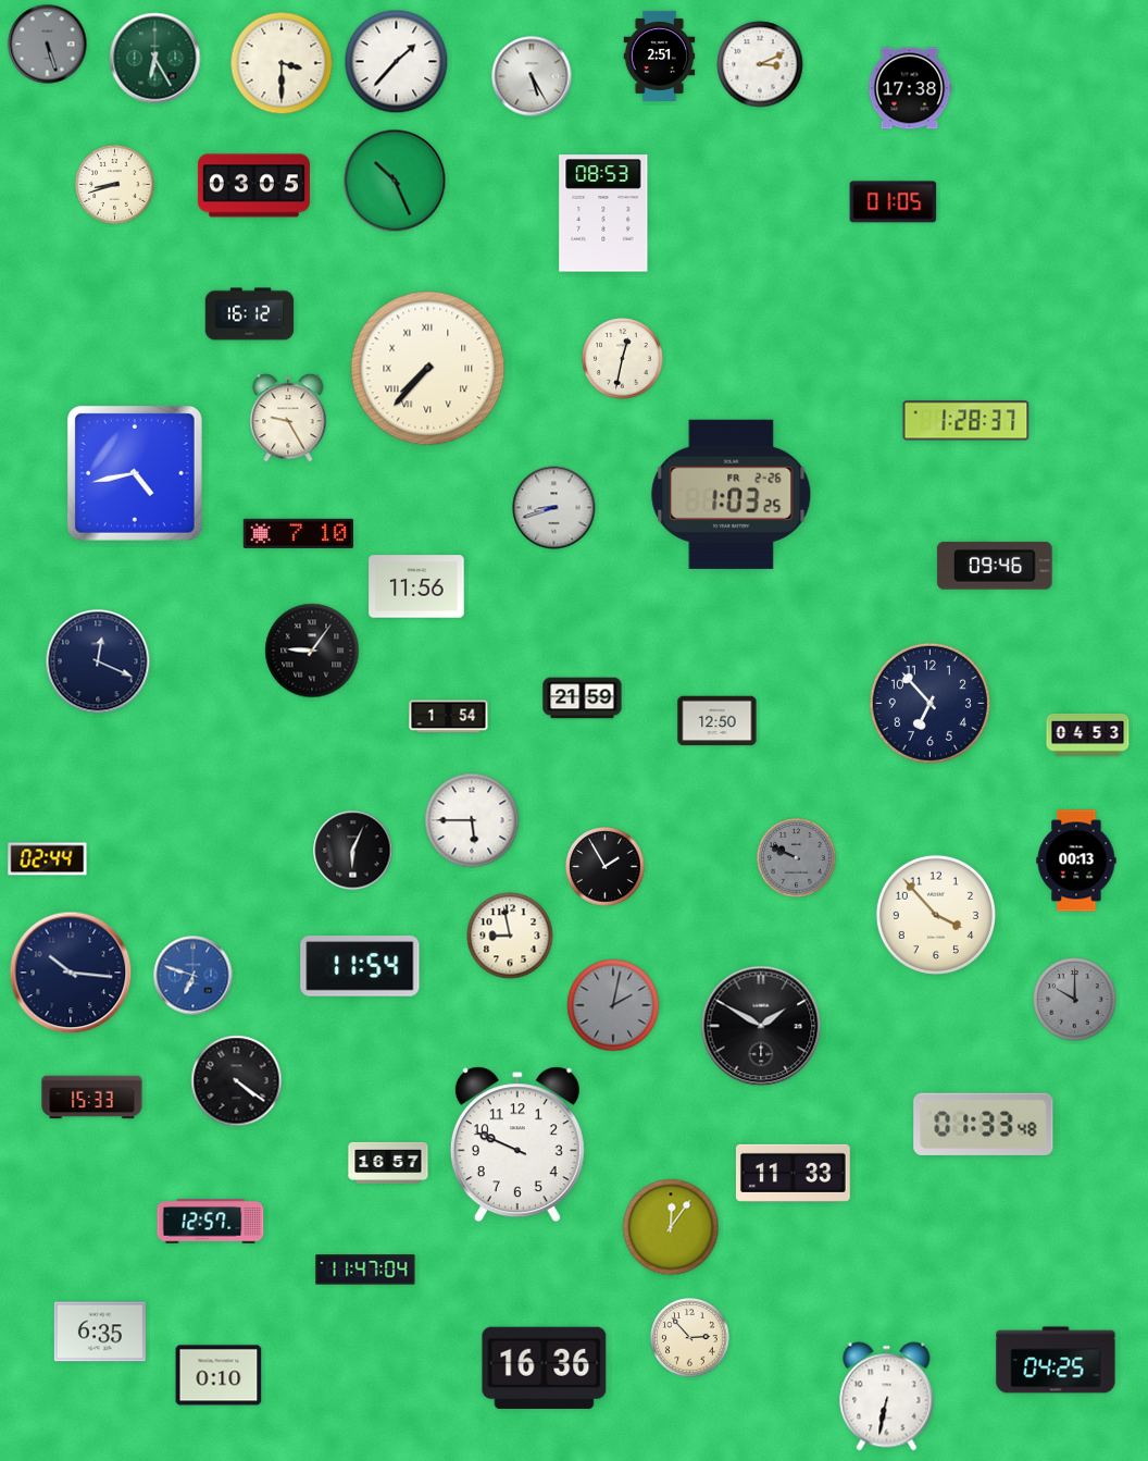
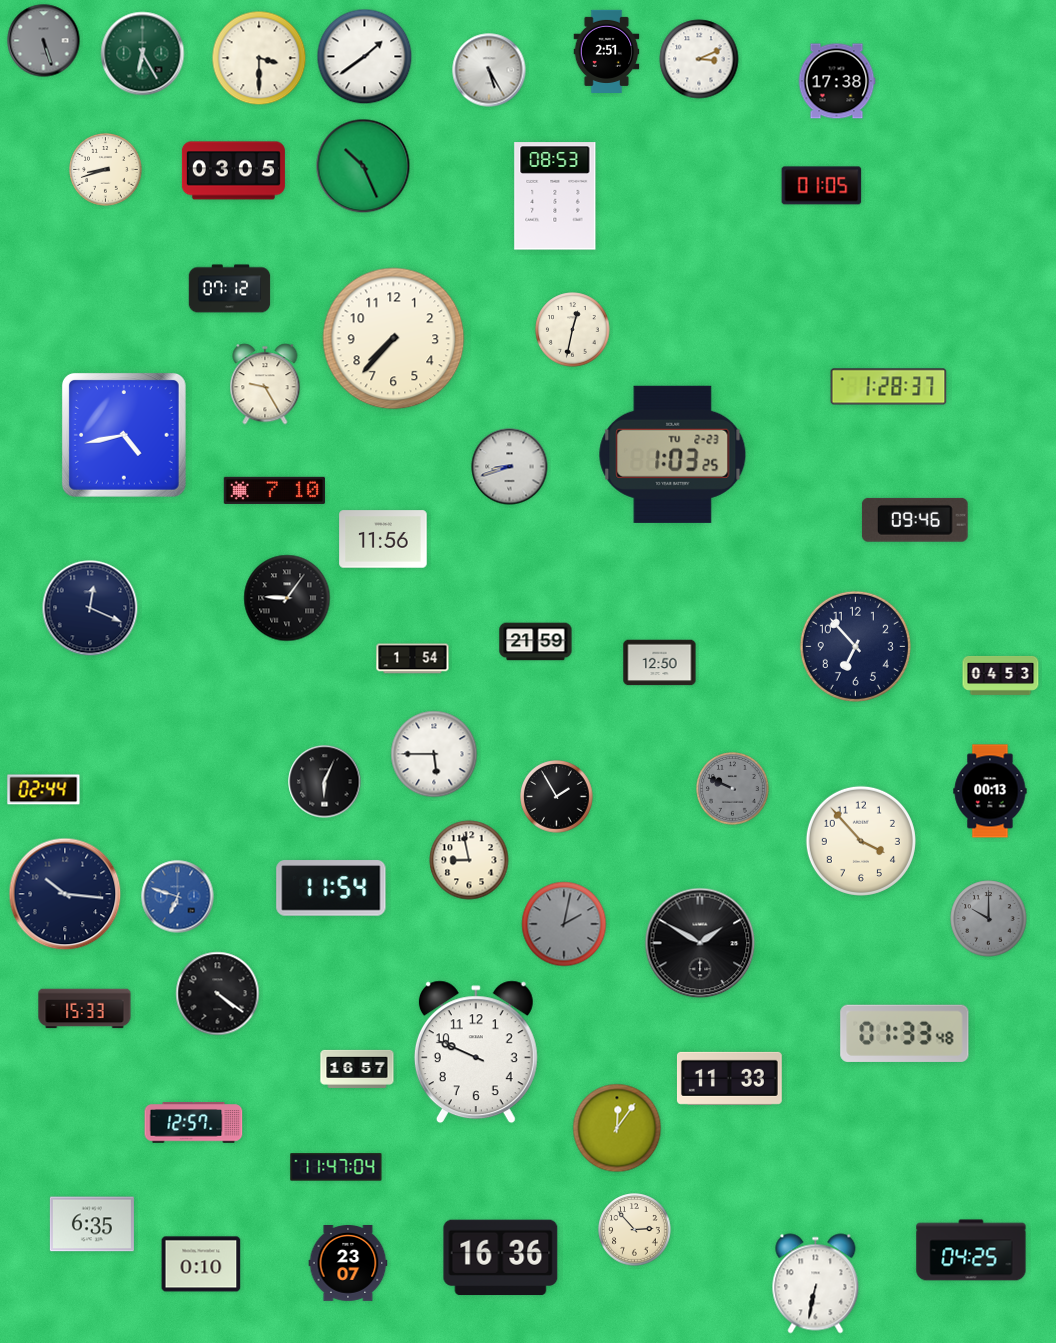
clock at (397, 62): 1:37 -> 1:39
clock at (250, 314): 16:12 -> 07:12
clock at (428, 369) numerals: Roman -> Arabic
clock at (732, 494) date: FR 2-26 -> TU 2-23
clock at (348, 1264): none -> 23:07
